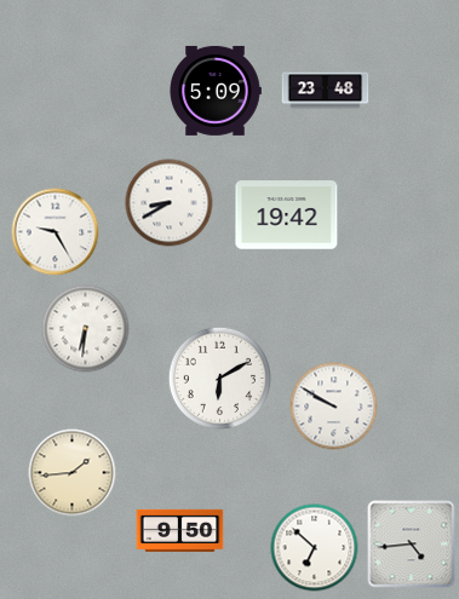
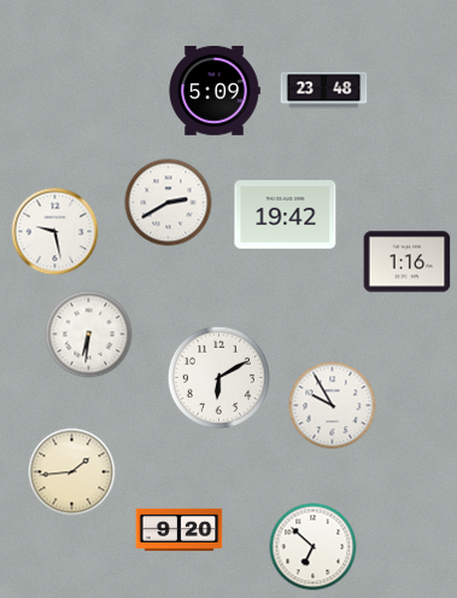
clock at (170, 203): 8:40 -> 2:40
clock at (56, 232): 9:25 -> 9:28
clock at (408, 262): none -> 1:16
clock at (86, 329) position: (86, 329) -> (89, 335)
clock at (334, 407): 9:50 -> 9:55
clock at (180, 530): 9:50 -> 9:20
clock at (412, 545): 4:44 -> none
